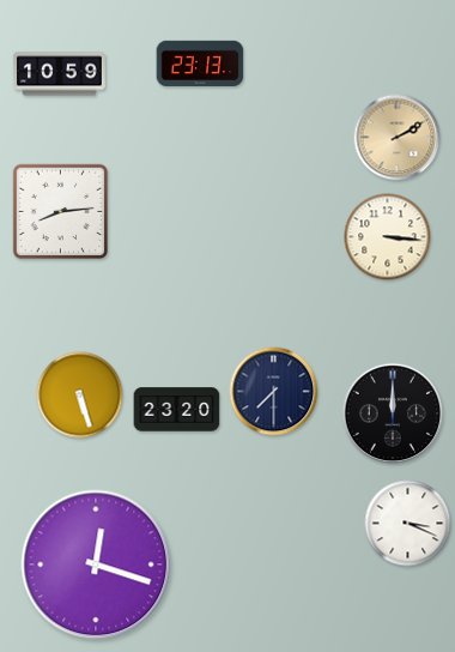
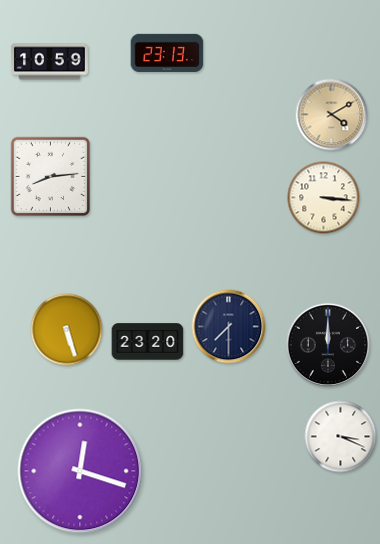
clock at (398, 138): 2:10 -> 4:10
